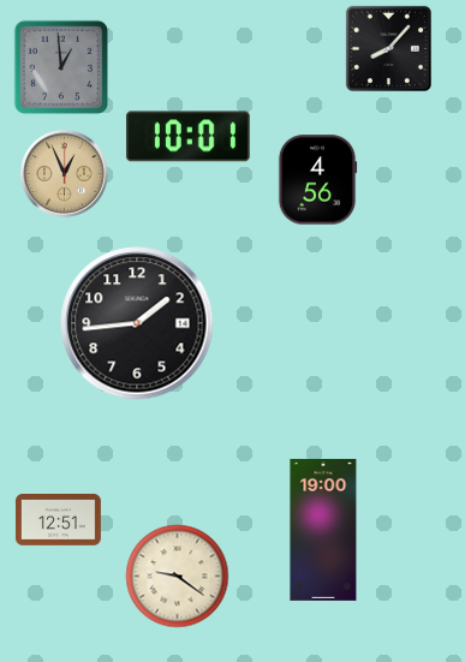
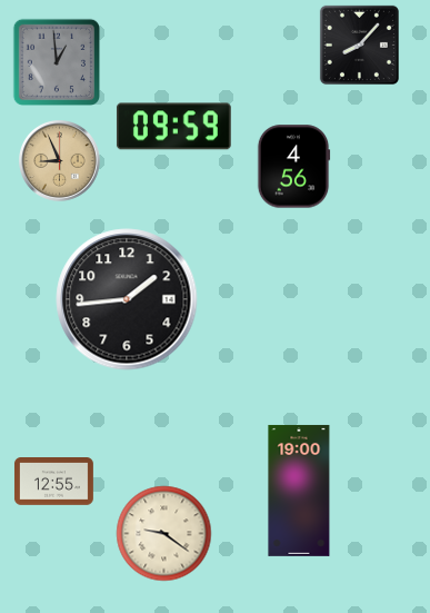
clock at (187, 137): 10:01 -> 09:59
clock at (65, 174): 12:56 -> 8:56
clock at (58, 520): 12:51 -> 12:55
